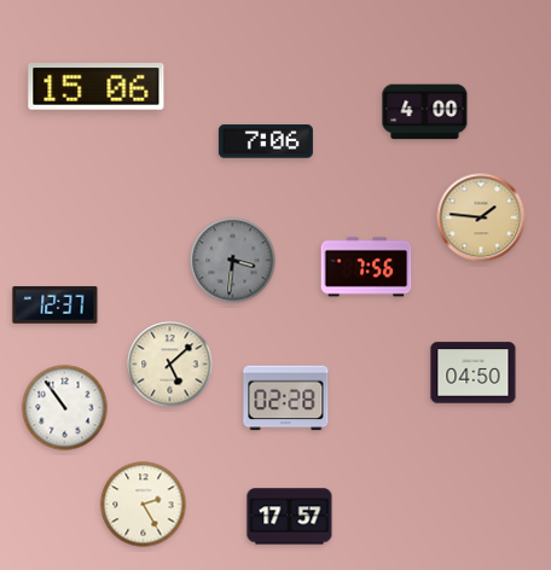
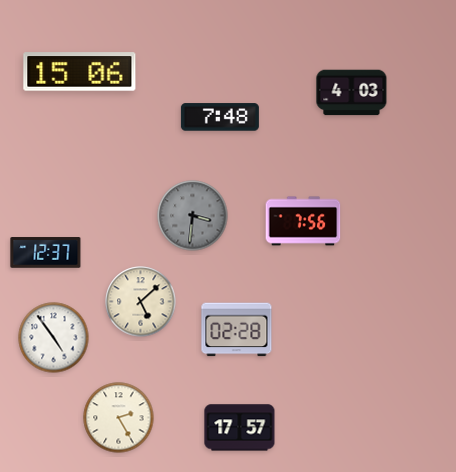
clock at (425, 112): 4:00 -> 4:03
clock at (266, 141): 7:06 -> 7:48
clock at (481, 217): 1:46 -> none
clock at (474, 373): 04:50 -> none
clock at (65, 408): 10:54 -> 4:54
